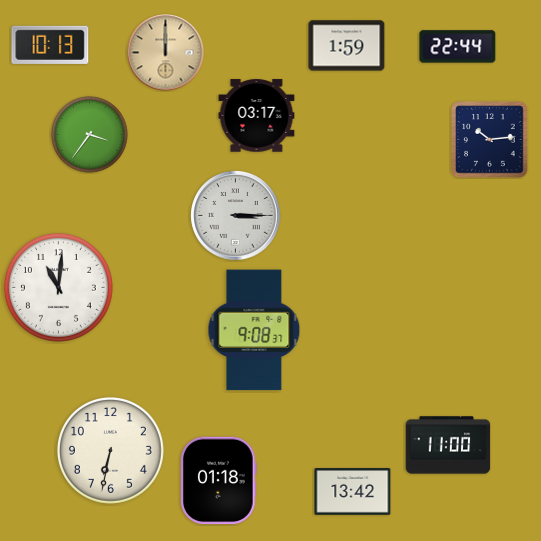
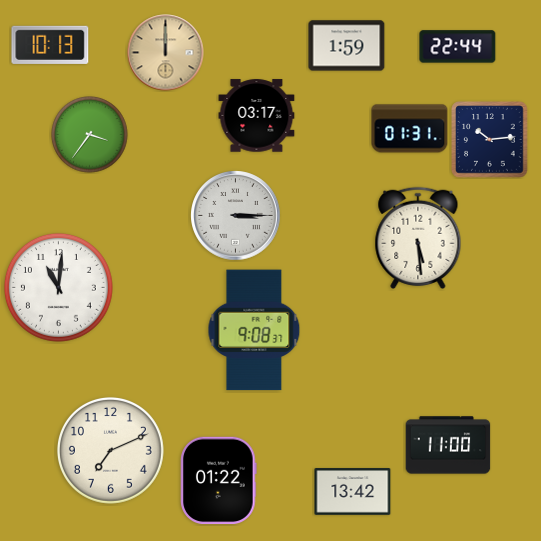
clock at (410, 129): none -> 01:31
clock at (418, 238): none -> 5:29
clock at (110, 450): 6:32 -> 7:11
clock at (219, 481): 01:18 -> 01:22
